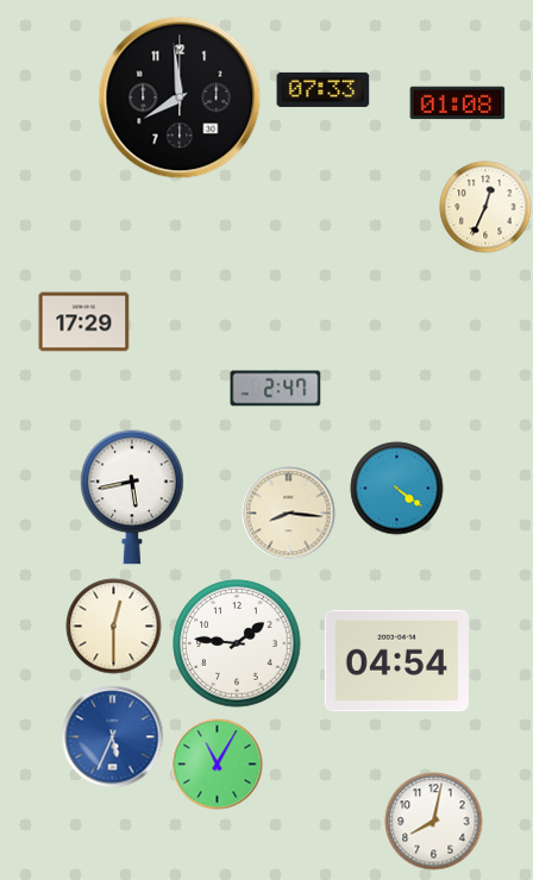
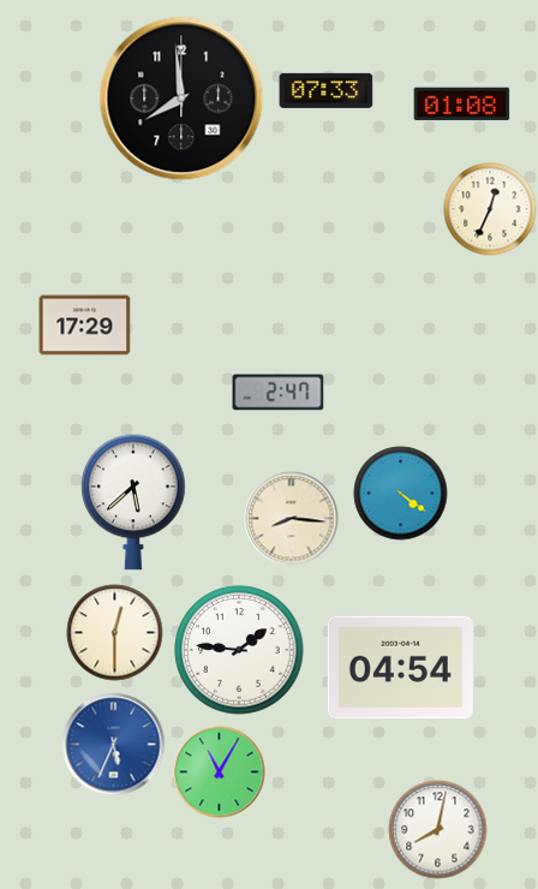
clock at (132, 497): 5:43 -> 5:38
